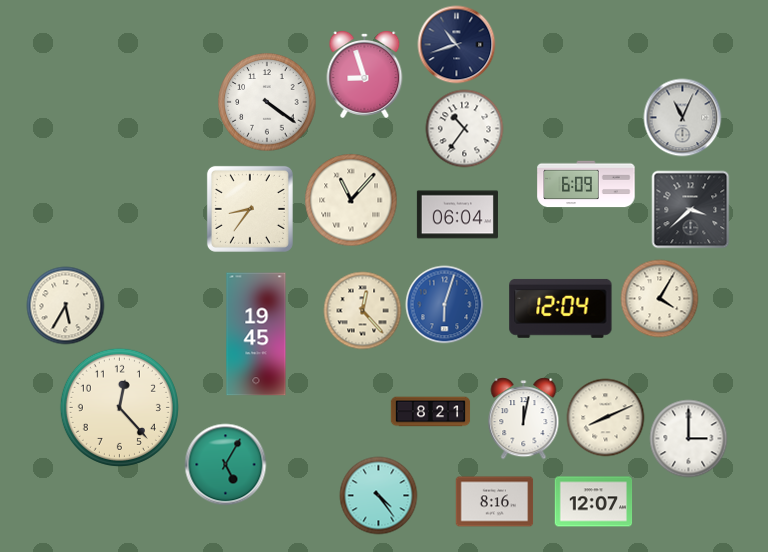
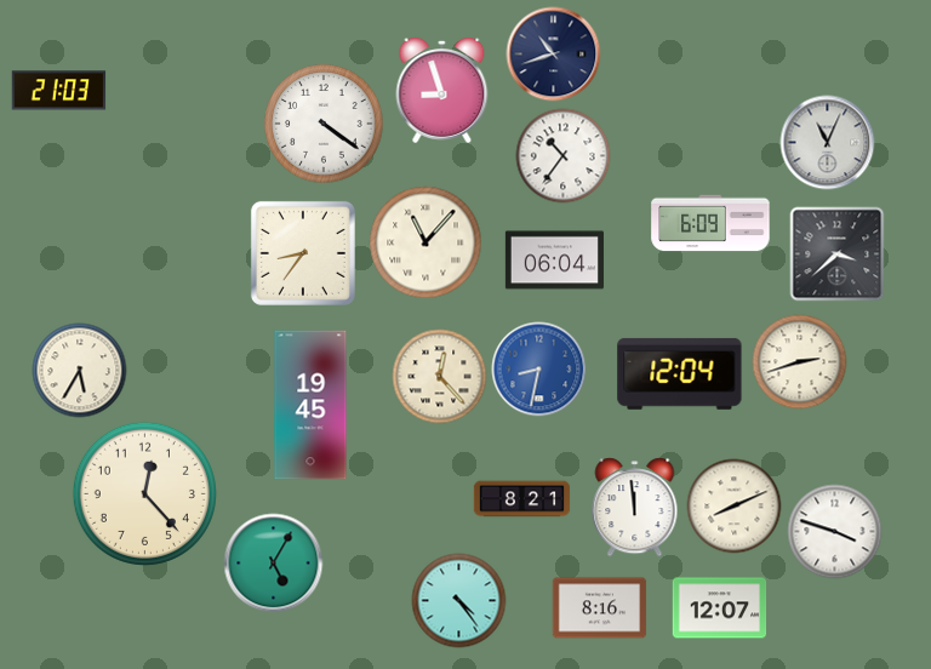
clock at (58, 91): none -> 21:03
clock at (659, 298): 4:05 -> 2:42
clock at (444, 304): 6:03 -> 8:32
clock at (524, 418): 12:02 -> 11:59
clock at (688, 438): 3:00 -> 3:48
